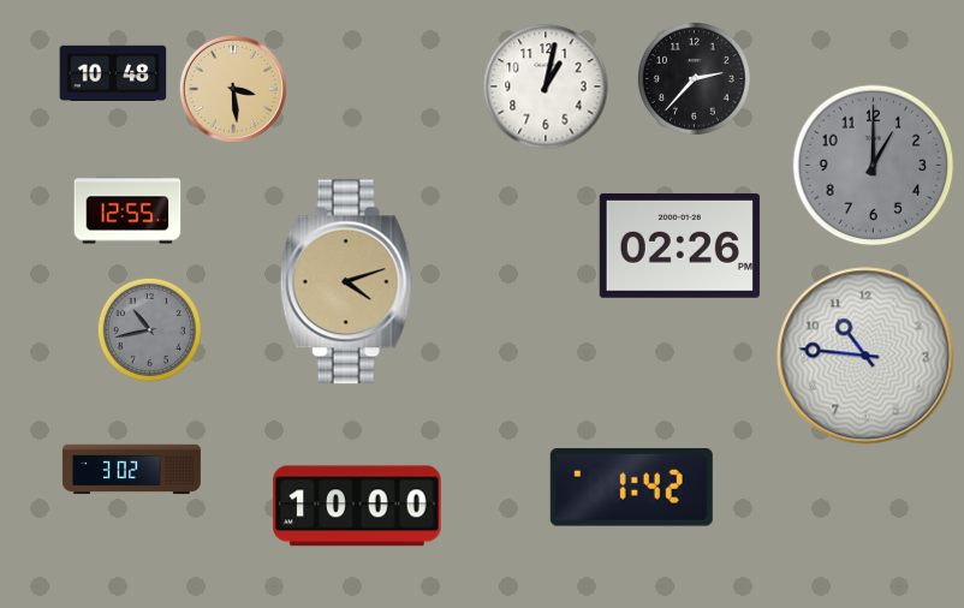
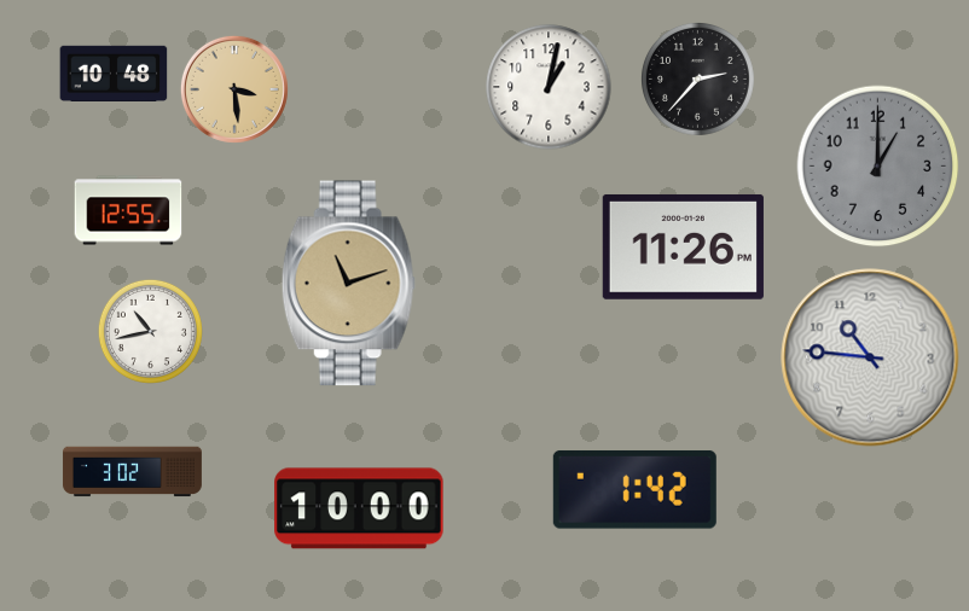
clock at (679, 245): 02:26 -> 11:26
clock at (346, 282): 4:12 -> 11:12
clock at (149, 329) dial: grey -> white
